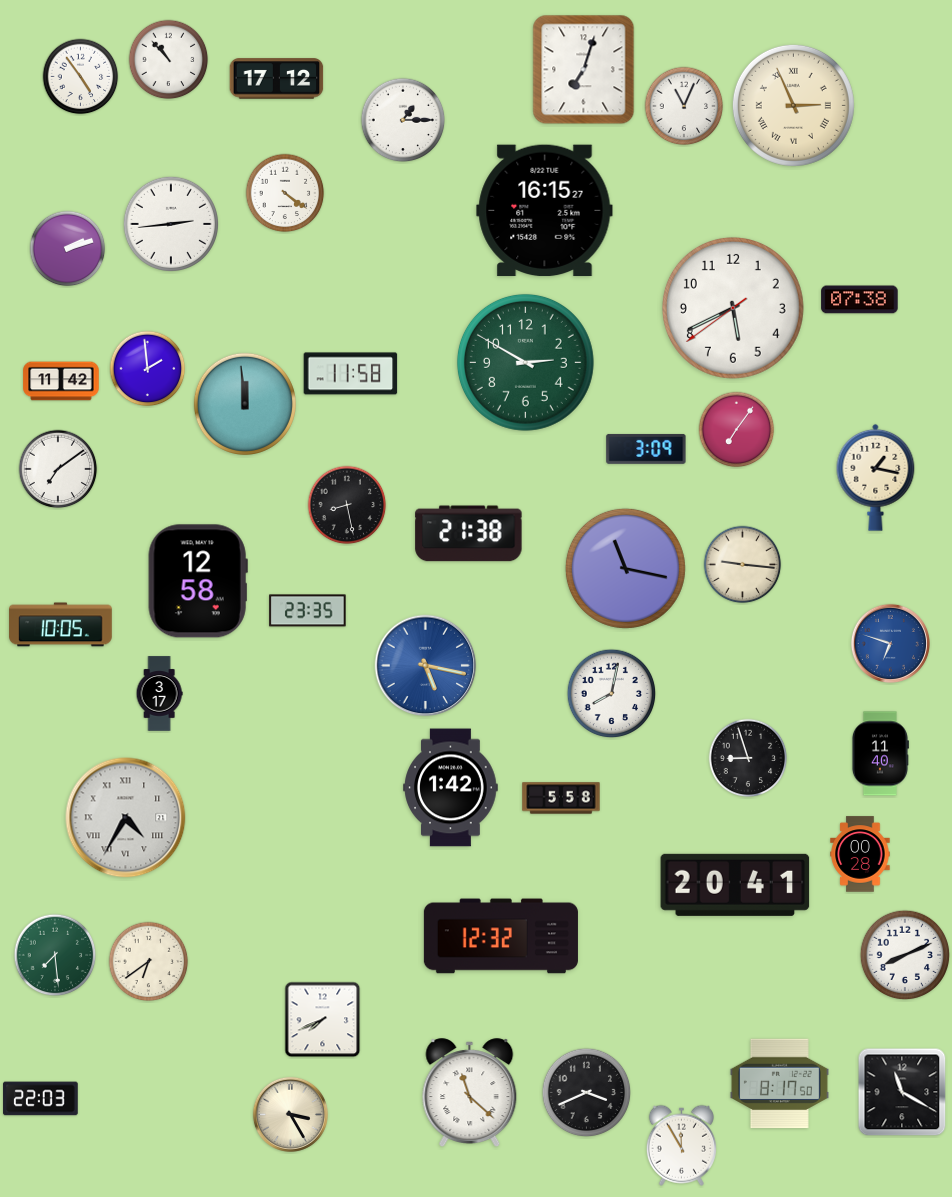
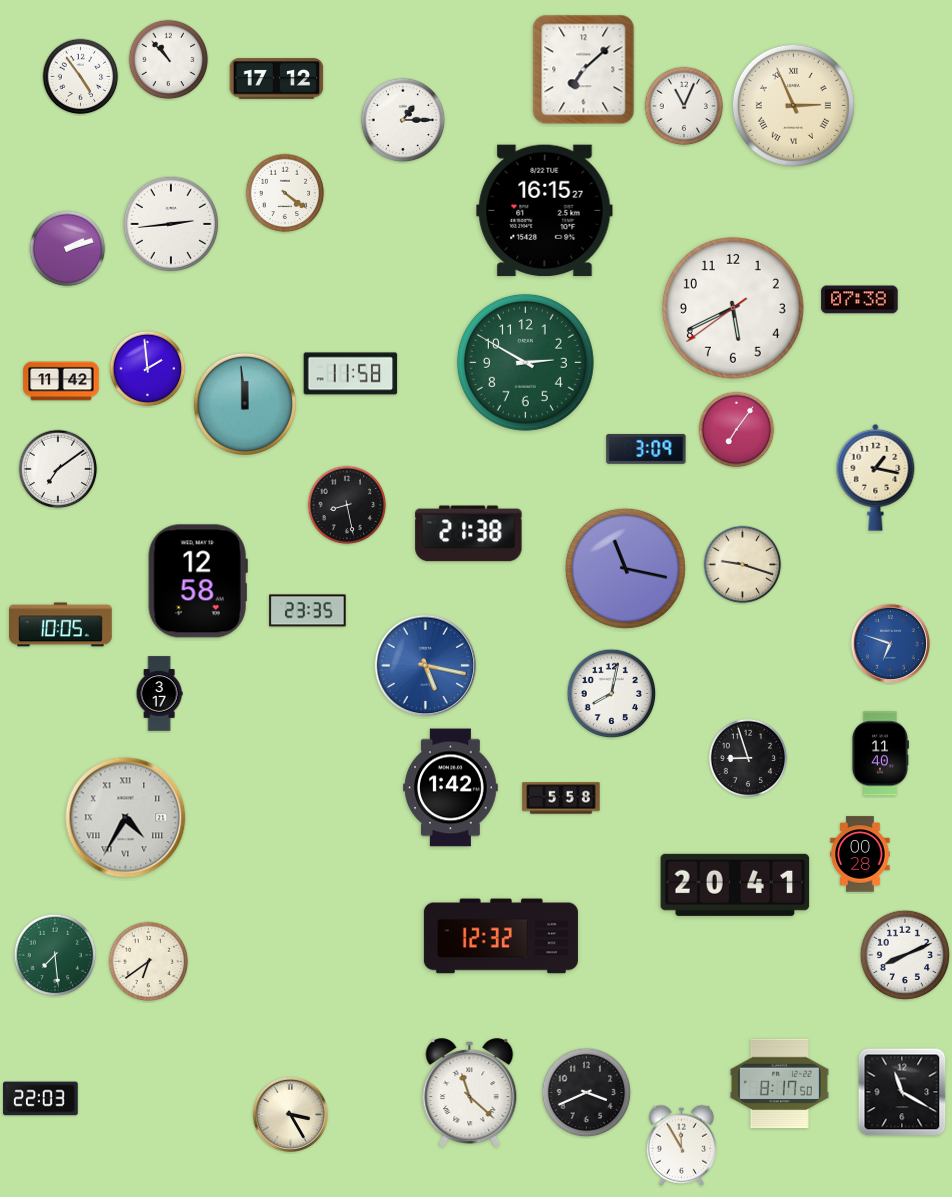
clock at (584, 70): 7:03 -> 7:08
clock at (743, 565): 9:16 -> 9:18
clock at (323, 1020): 7:41 -> none
